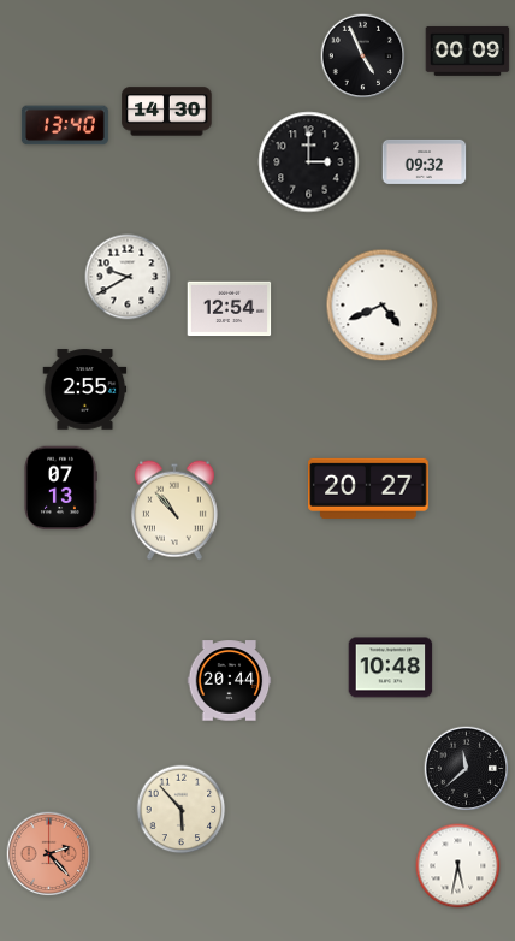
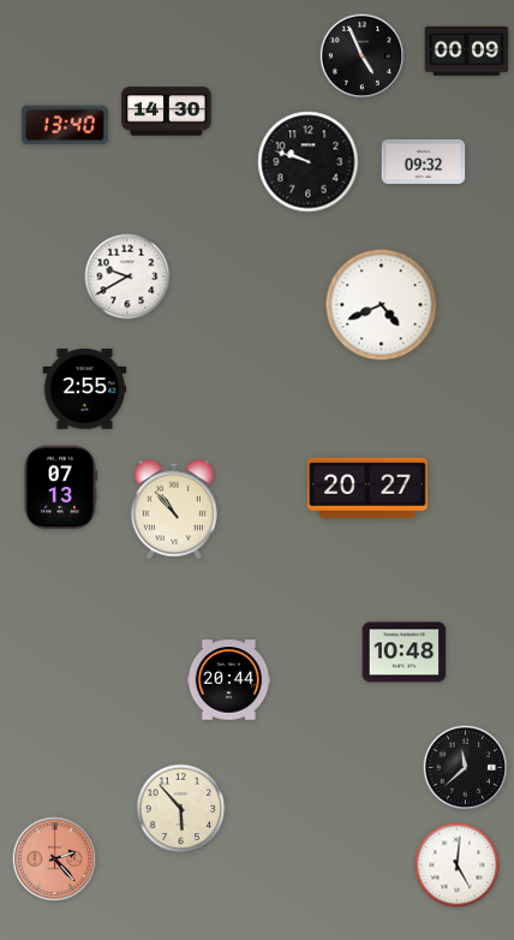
clock at (309, 162): 3:00 -> 9:48
clock at (230, 309): 12:54 -> none
clock at (391, 668) position: (391, 668) -> (405, 653)
clock at (49, 854) position: (49, 854) -> (55, 859)
clock at (458, 866): 5:32 -> 5:01
